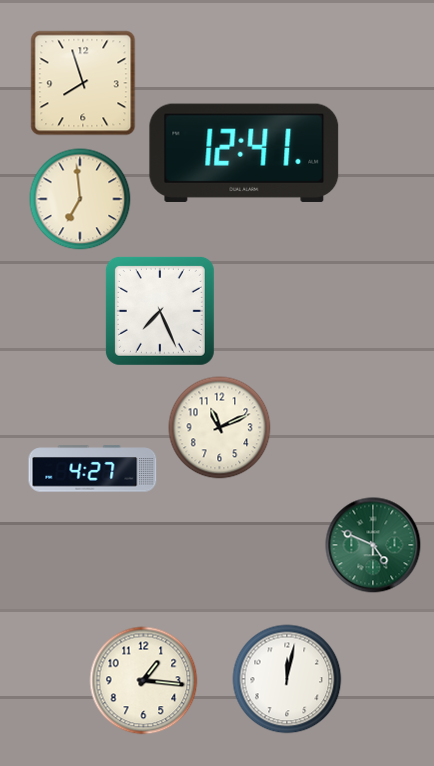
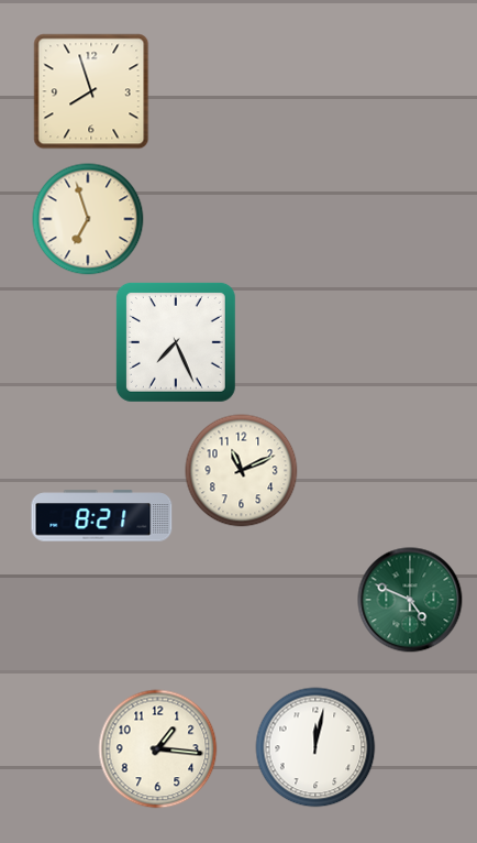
clock at (244, 153): 12:41 -> none
clock at (80, 199): 6:59 -> 6:57
clock at (93, 469): 4:27 -> 8:21
